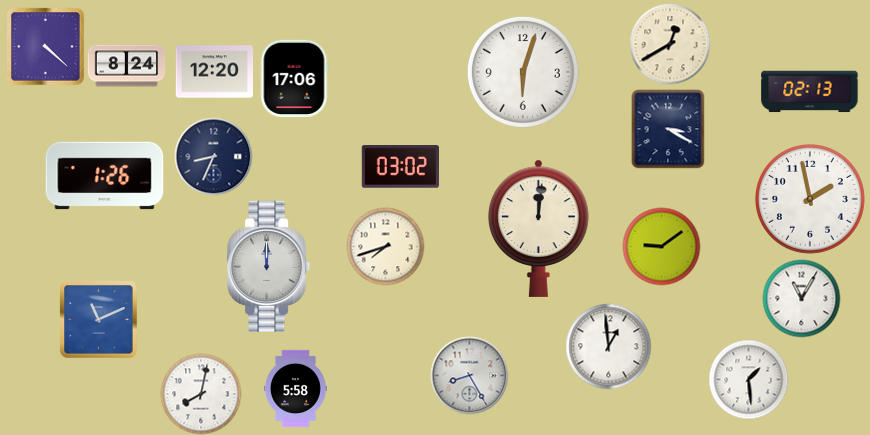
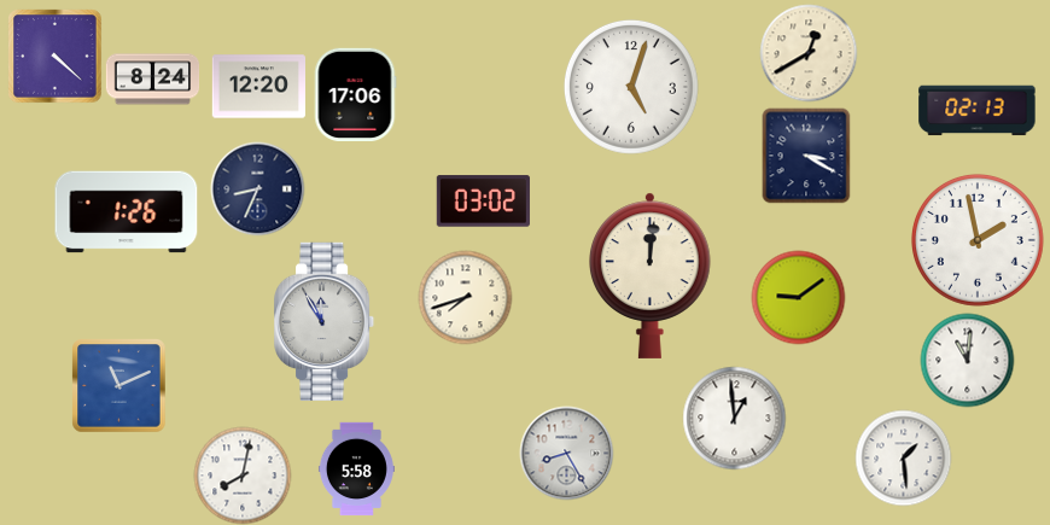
clock at (523, 72): 6:03 -> 5:03
clock at (270, 266): 12:00 -> 11:55
clock at (801, 298): 11:05 -> 11:01
